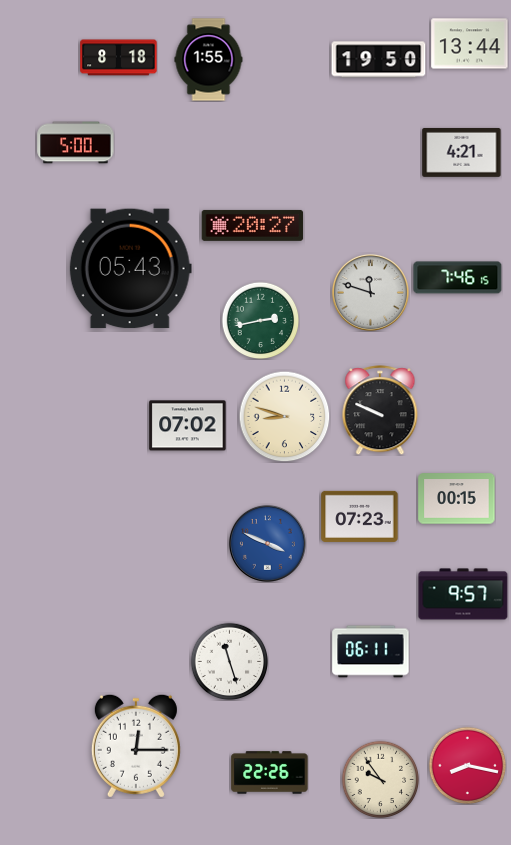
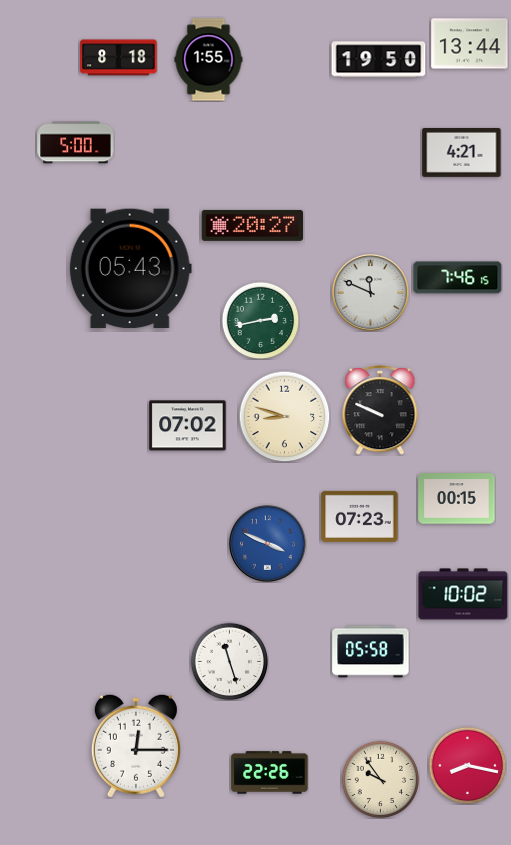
clock at (370, 292): 11:48 -> 11:49
clock at (463, 594): 9:57 -> 10:02
clock at (371, 652): 06:11 -> 05:58
